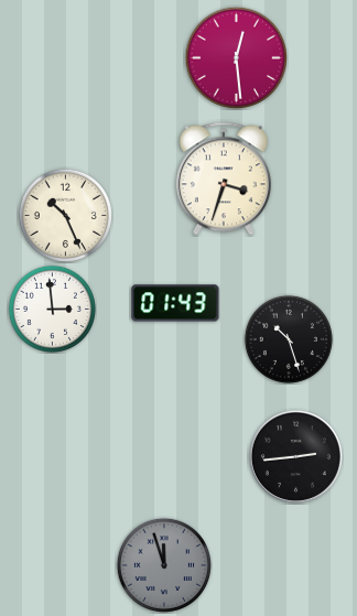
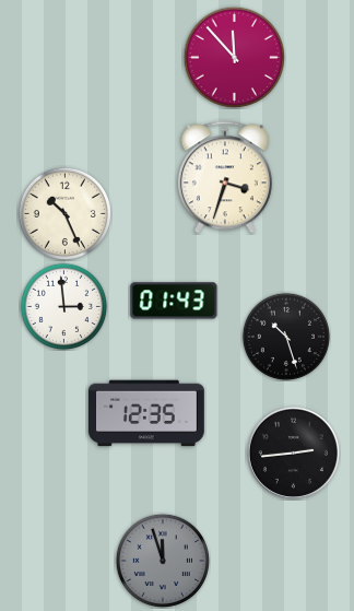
clock at (236, 57): 12:29 -> 11:53
clock at (224, 179) position: (224, 179) -> (225, 177)
clock at (52, 309) position: (52, 309) -> (63, 306)
clock at (146, 413): none -> 12:35
